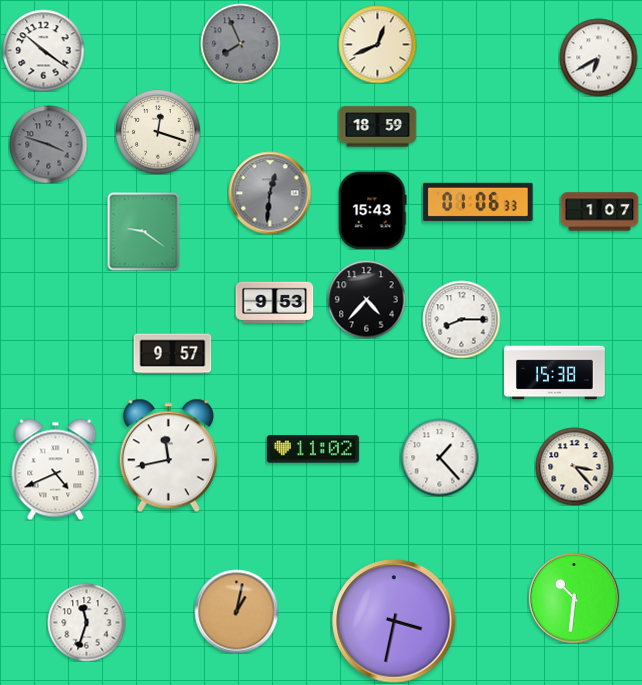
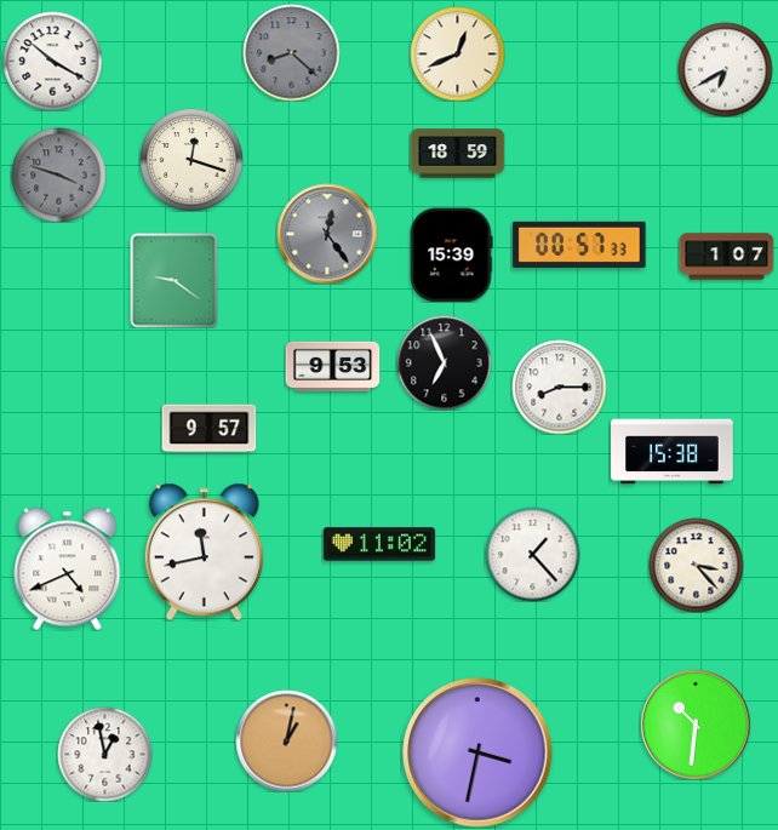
clock at (240, 43): 7:56 -> 8:22
clock at (43, 50): 10:21 -> 10:20
clock at (270, 193): 12:31 -> 12:24
clock at (478, 202): 01:06 -> 00:57
clock at (372, 210): 15:43 -> 15:39
clock at (366, 299): 4:37 -> 6:56
clock at (86, 622): 11:33 -> 12:58
